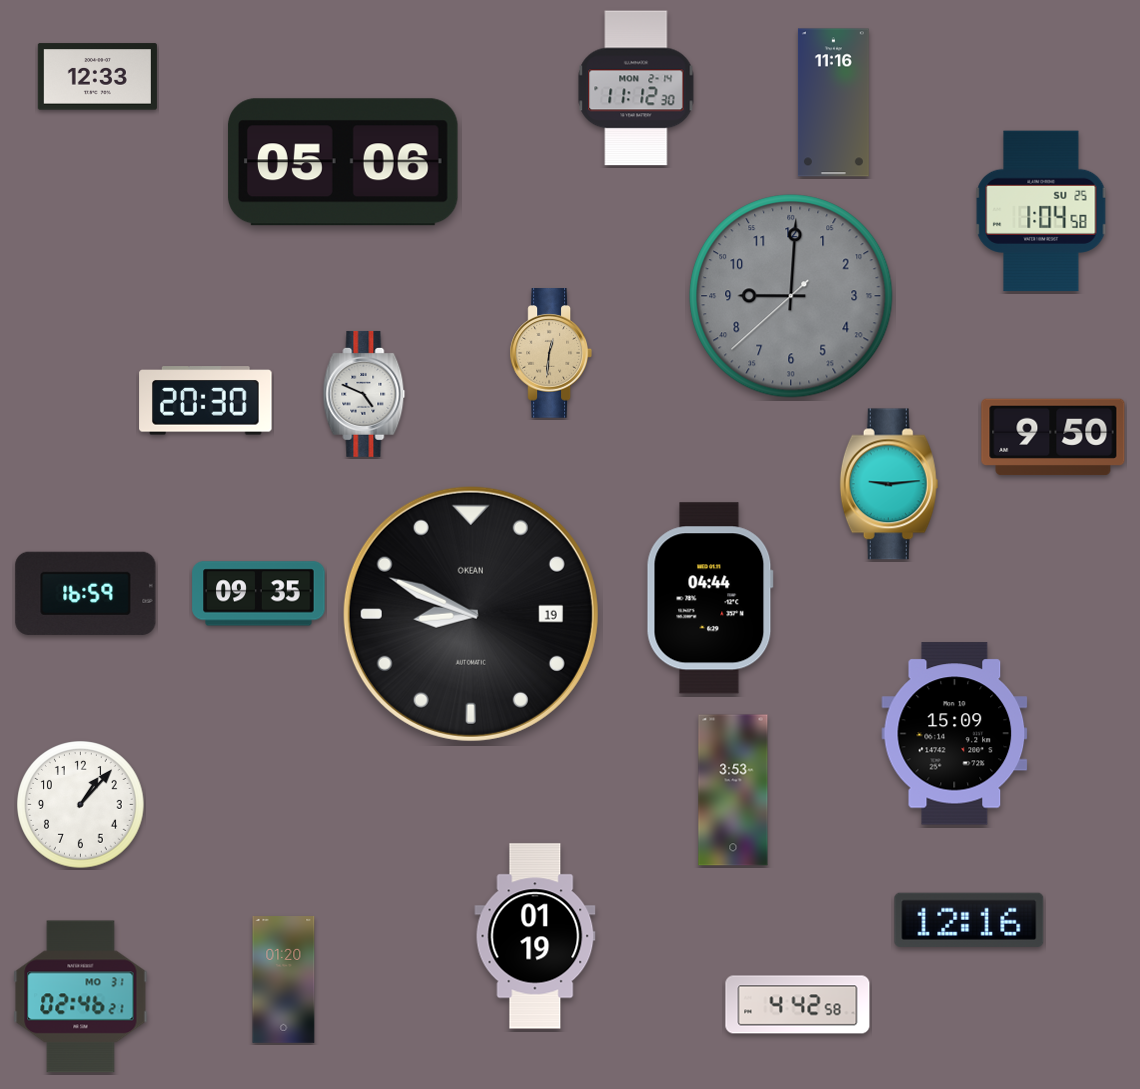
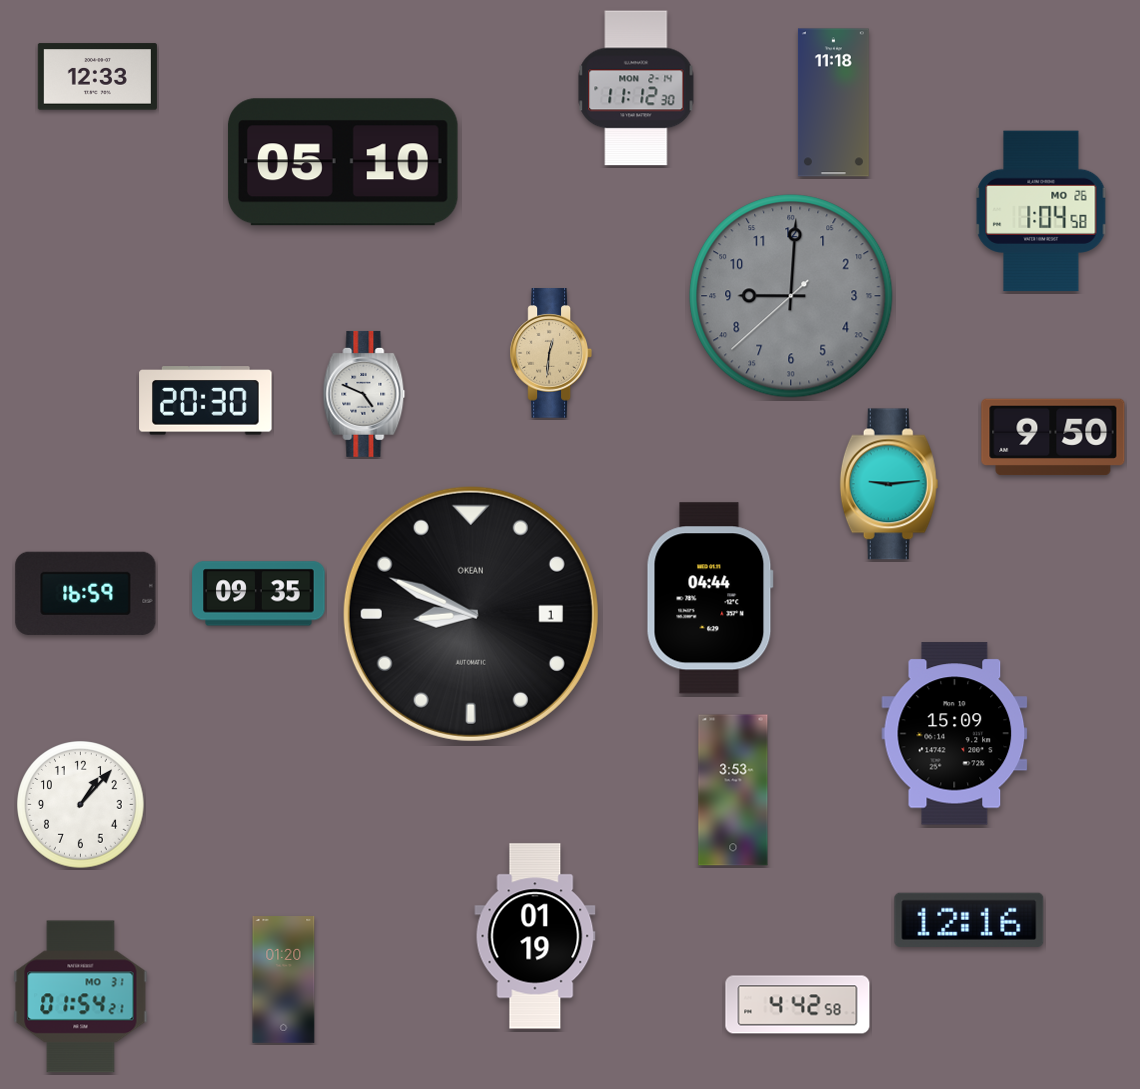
clock at (833, 103): 11:16 -> 11:18
clock at (343, 162): 05:06 -> 05:10
clock at (1041, 211) date: SU 25 -> MO 26
clock at (471, 614) date: 19 -> 1
clock at (81, 997): 02:46 -> 01:54
